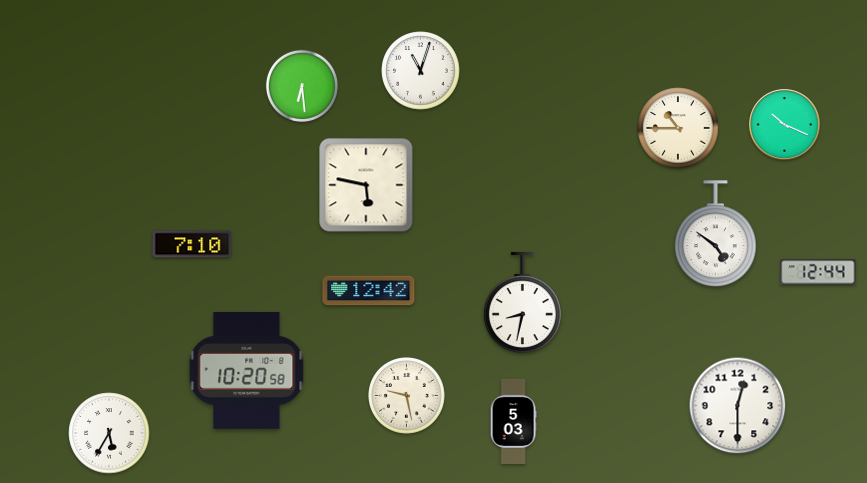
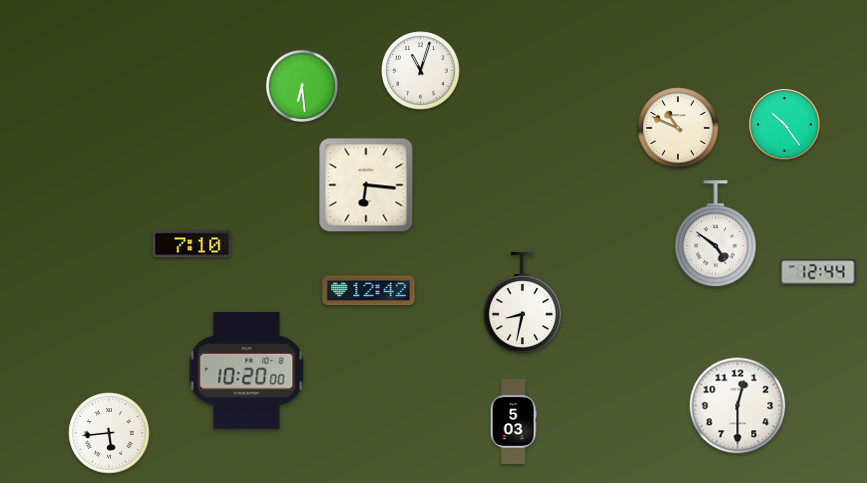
clock at (785, 125): 10:19 -> 10:24
clock at (678, 128): 10:45 -> 10:49
clock at (366, 185): 5:47 -> 6:16
clock at (247, 370): 10:20:58 -> 10:20:00
clock at (407, 396): 9:28 -> none
clock at (109, 433): 5:35 -> 5:44
